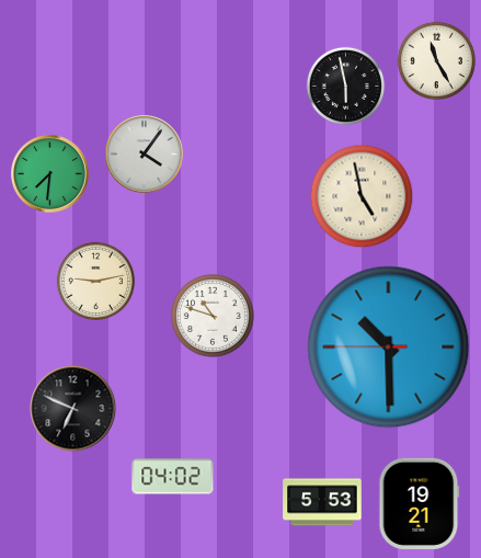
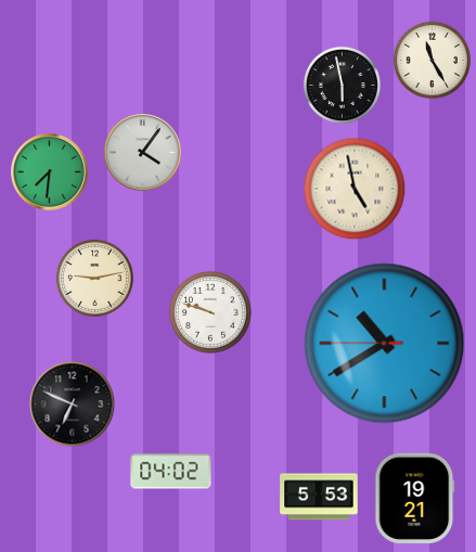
clock at (362, 196) position: (362, 196) -> (355, 189)
clock at (214, 317): 10:48 -> 9:48
clock at (389, 348): 10:29 -> 10:39
